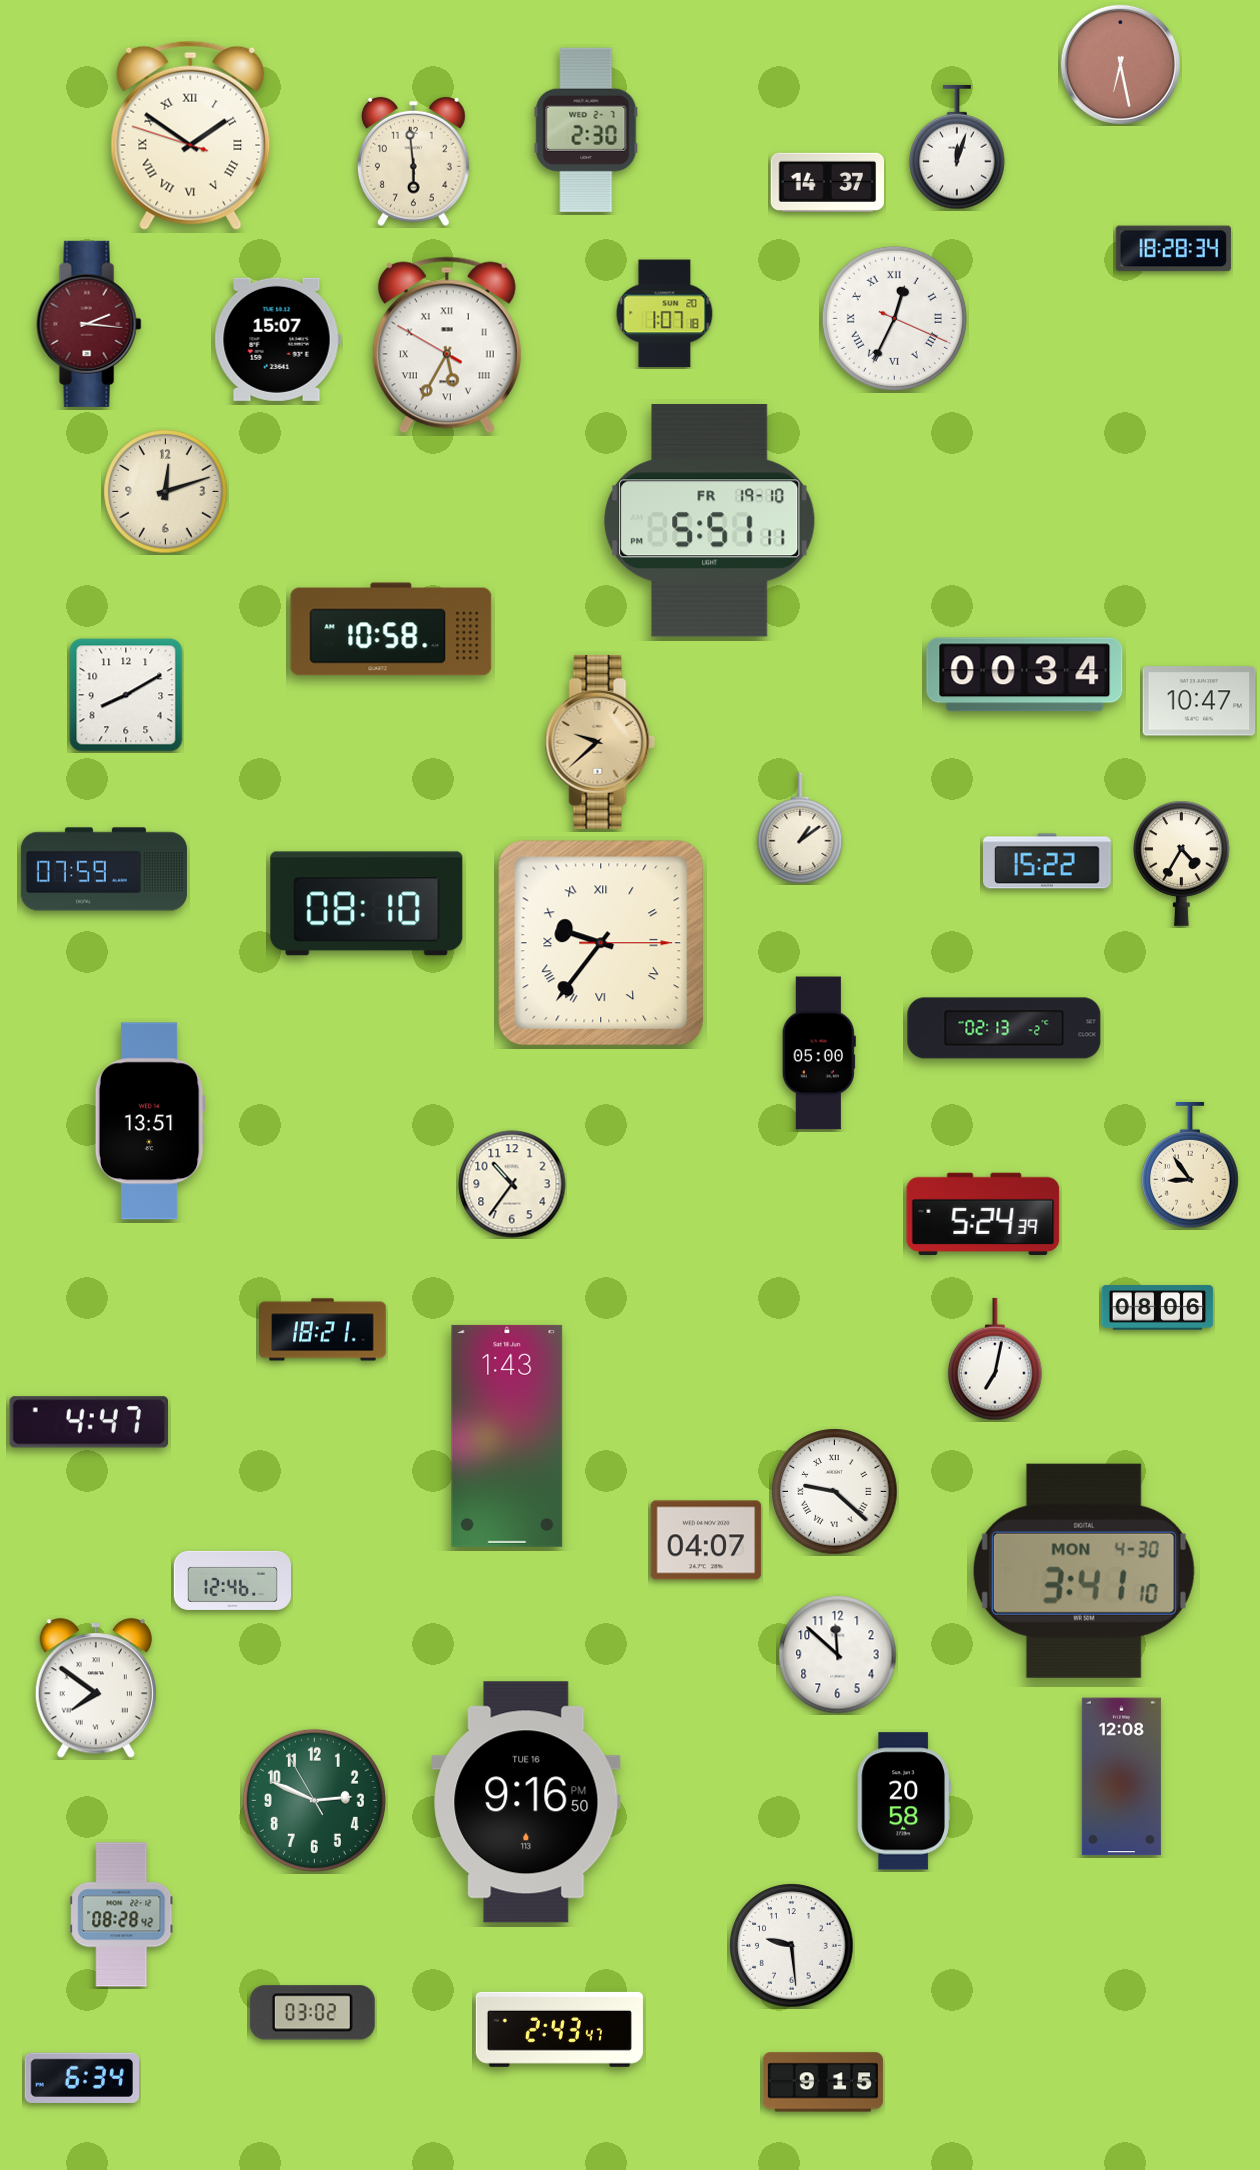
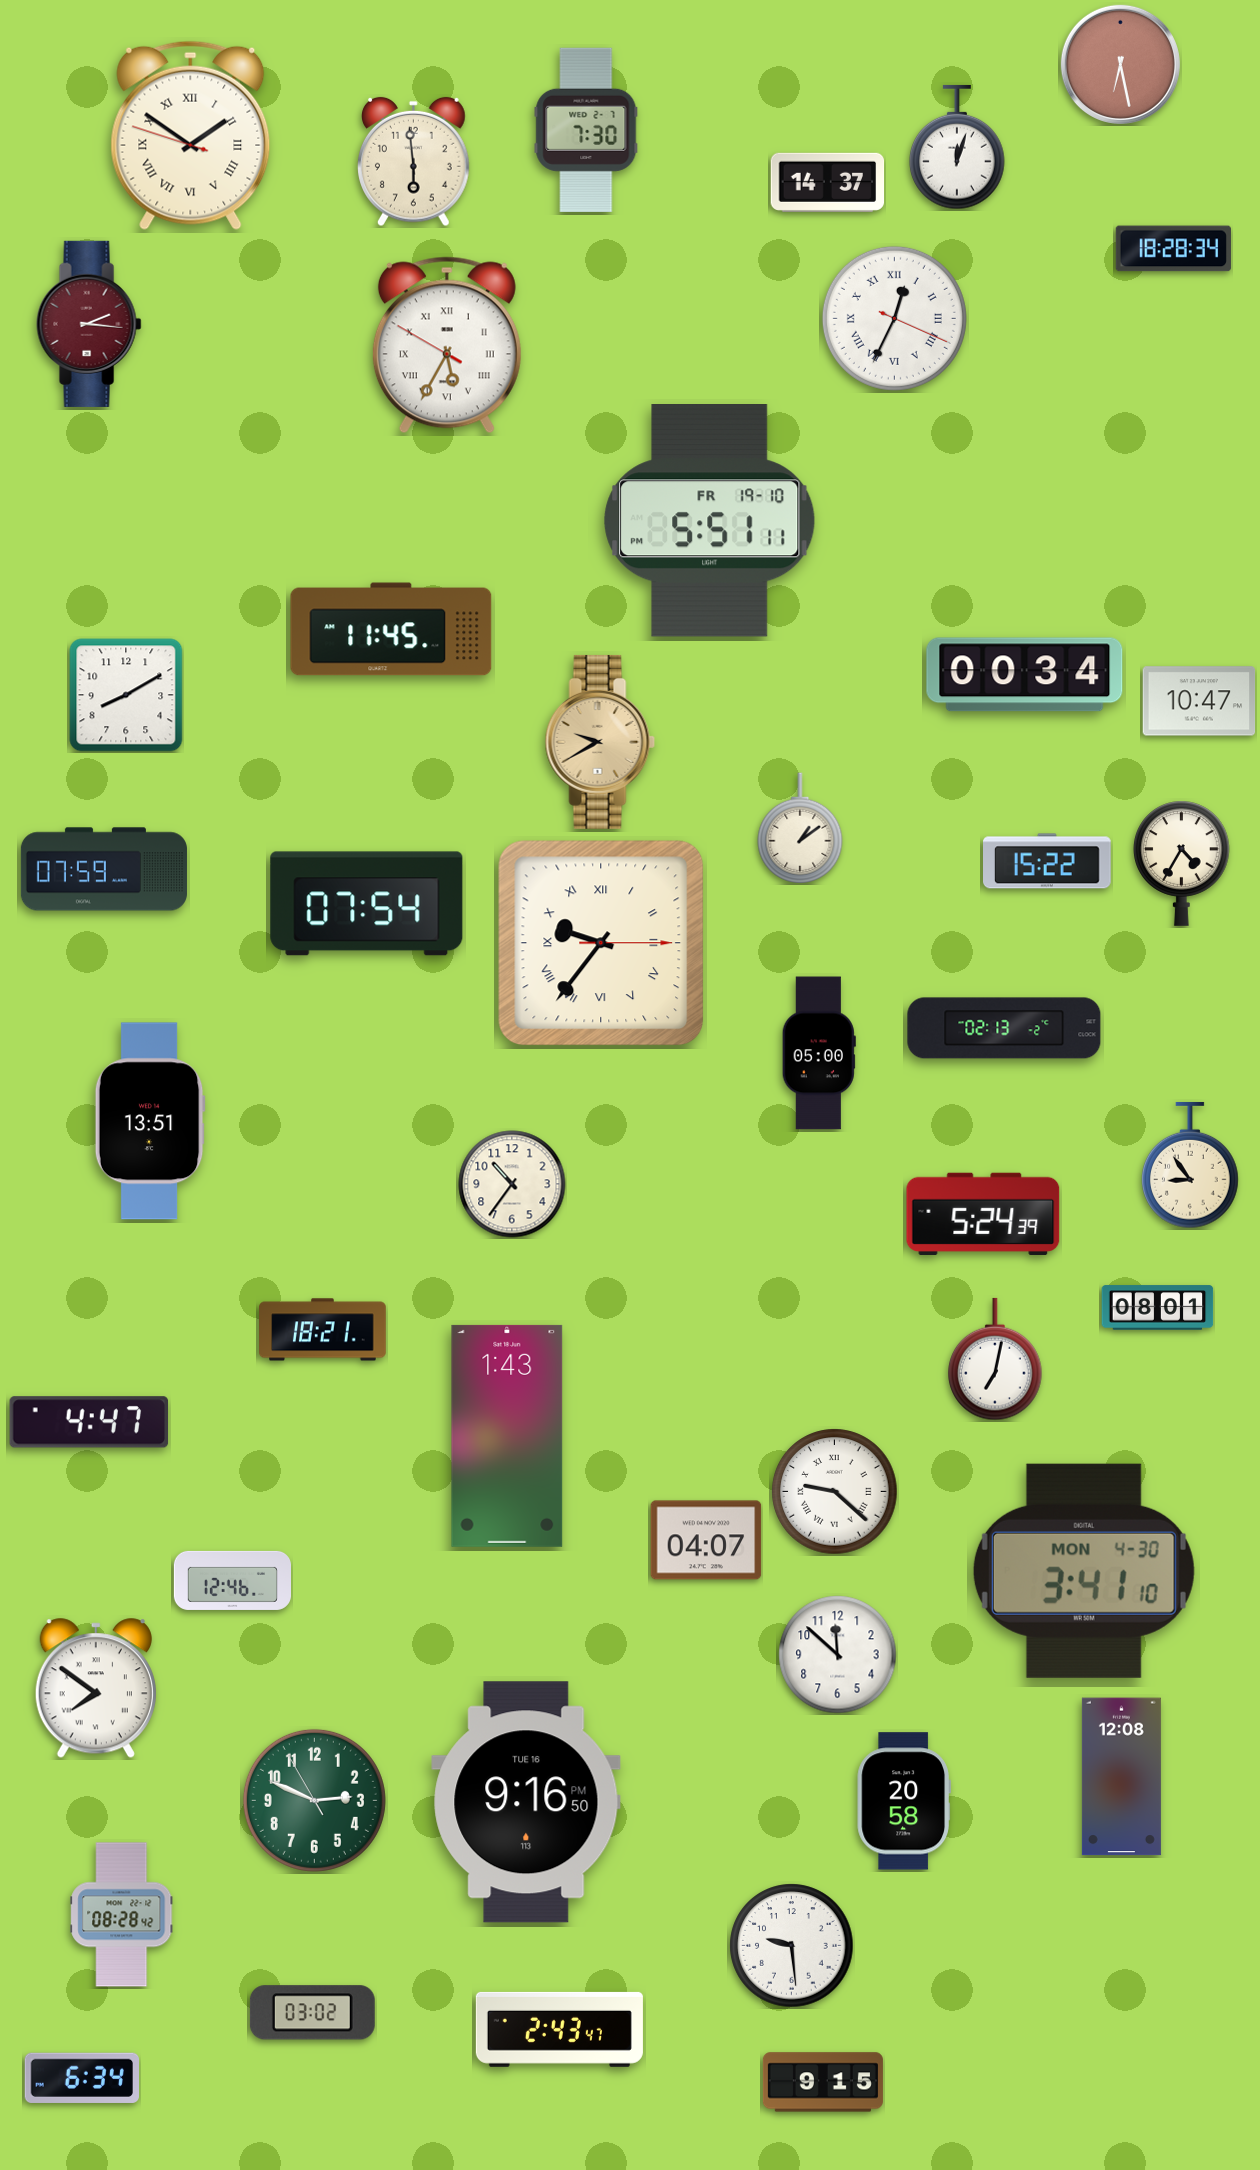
clock at (586, 130): 2:30 -> 7:30
clock at (665, 314): 1:07 -> none
clock at (277, 339): 15:07 -> none
clock at (166, 492): 12:12 -> none
clock at (391, 629): 10:58 -> 11:45
clock at (600, 742): 9:38 -> 9:40
clock at (367, 904): 08:10 -> 07:54
clock at (1158, 1308): 08:06 -> 08:01
